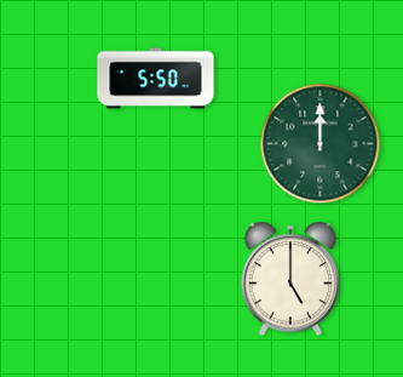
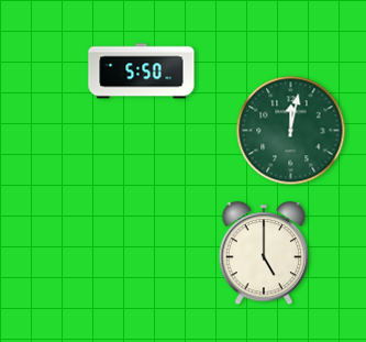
clock at (321, 144): 12:00 -> 12:02
